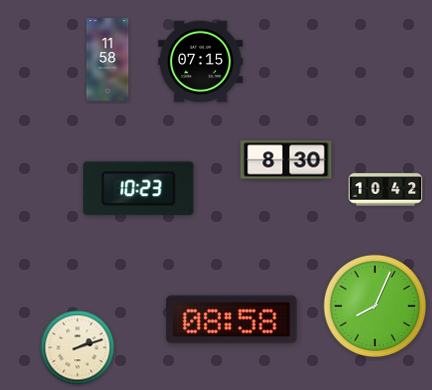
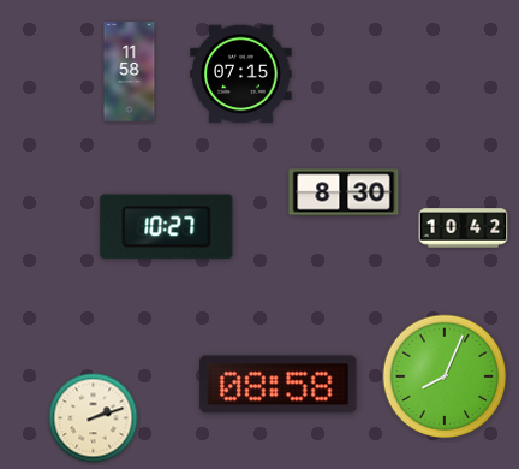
clock at (139, 189): 10:23 -> 10:27
clock at (375, 306) position: (375, 306) -> (445, 376)
